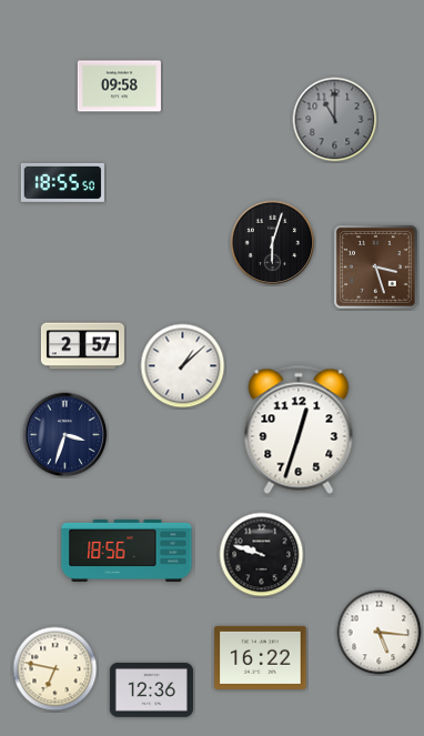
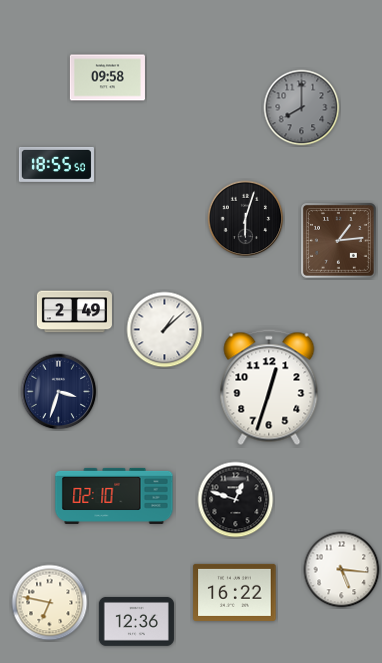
clock at (335, 120): 11:00 -> 8:00
clock at (376, 268): 3:27 -> 1:14
clock at (82, 346): 2:57 -> 2:49
clock at (127, 551): 18:56 -> 02:10
clock at (262, 555): 9:48 -> 12:48
